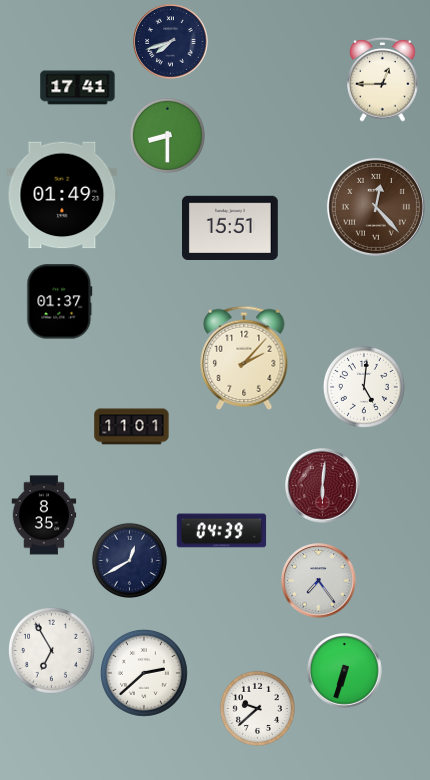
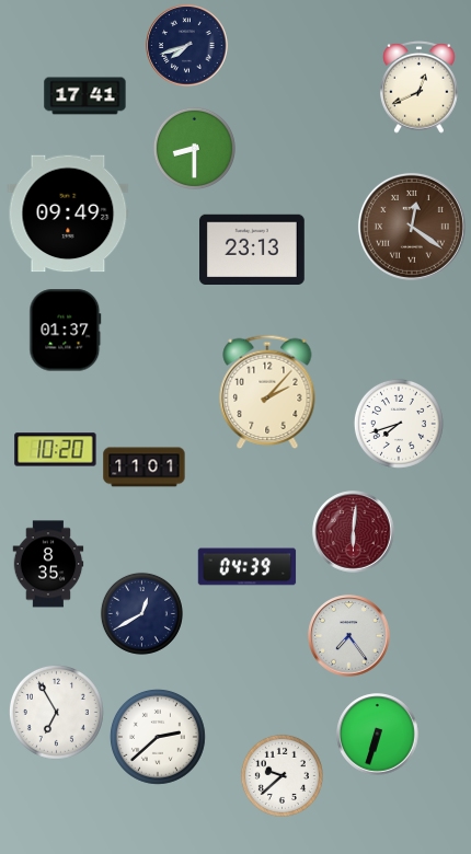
clock at (383, 79): 12:45 -> 12:41
clock at (167, 135) position: (167, 135) -> (194, 148)
clock at (62, 195): 01:49 -> 09:49
clock at (376, 207): 12:23 -> 12:21
clock at (231, 227): 15:51 -> 23:13
clock at (364, 387): 5:01 -> 7:42
clock at (56, 450): none -> 10:20
clock at (222, 531) position: (222, 531) -> (248, 567)
